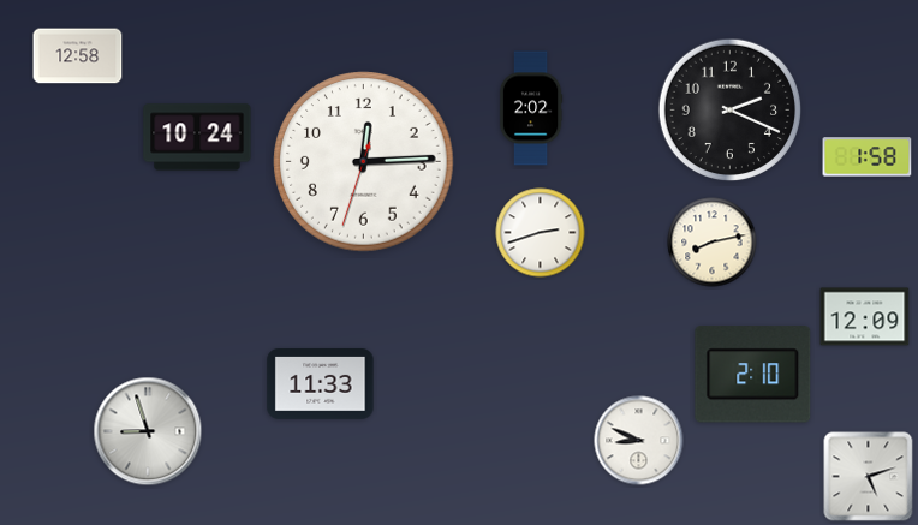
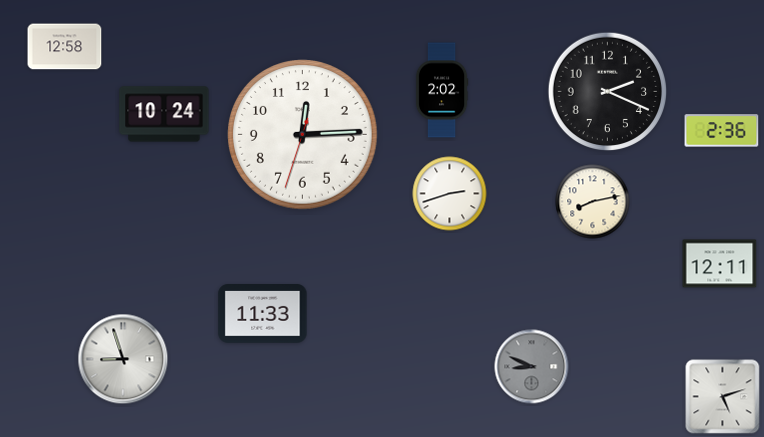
clock at (868, 157): 1:58 -> 2:36
clock at (865, 317): 12:09 -> 12:11
clock at (753, 375): 2:10 -> none
clock at (321, 384) position: (321, 384) -> (263, 314)
clock at (639, 441) dial: white -> grey
